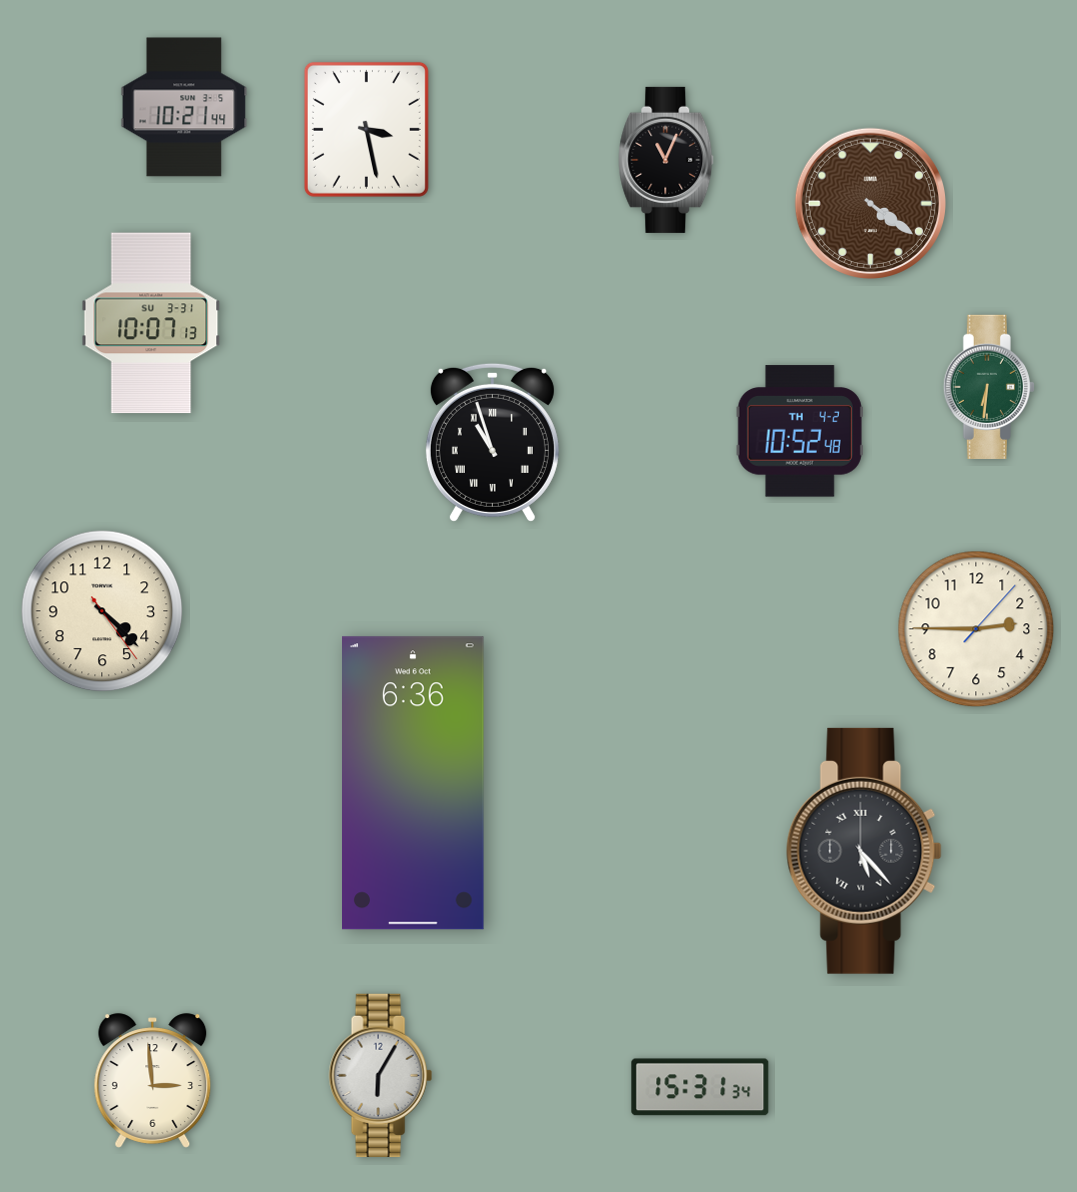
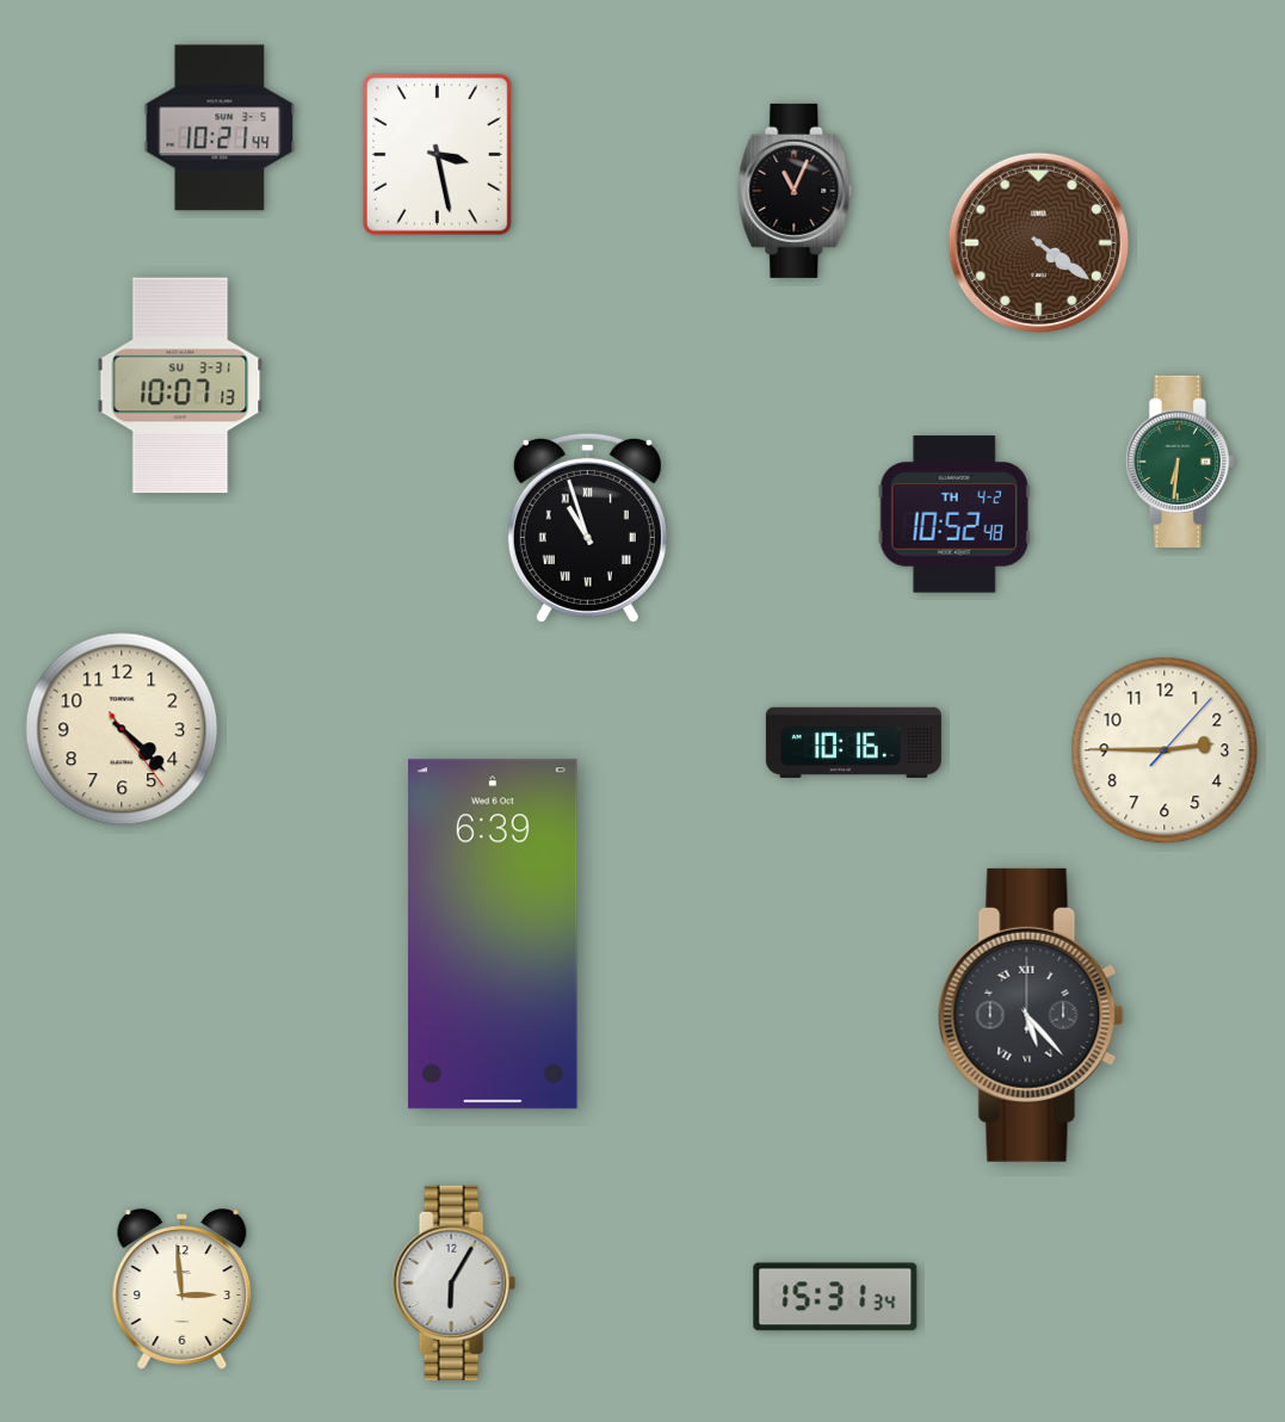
clock at (853, 742): none -> 10:16
clock at (414, 783): 6:36 -> 6:39
